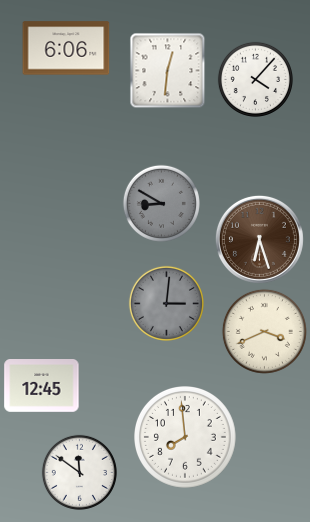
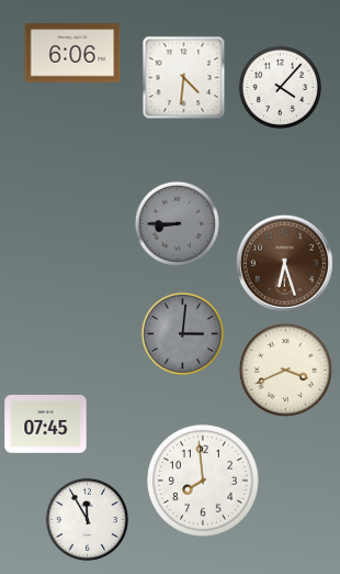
clock at (168, 71): 12:31 -> 4:31
clock at (161, 203): 8:50 -> 8:45
clock at (264, 331) position: (264, 331) -> (285, 369)
clock at (42, 386): 12:45 -> 07:45
clock at (79, 472): 11:51 -> 11:55
